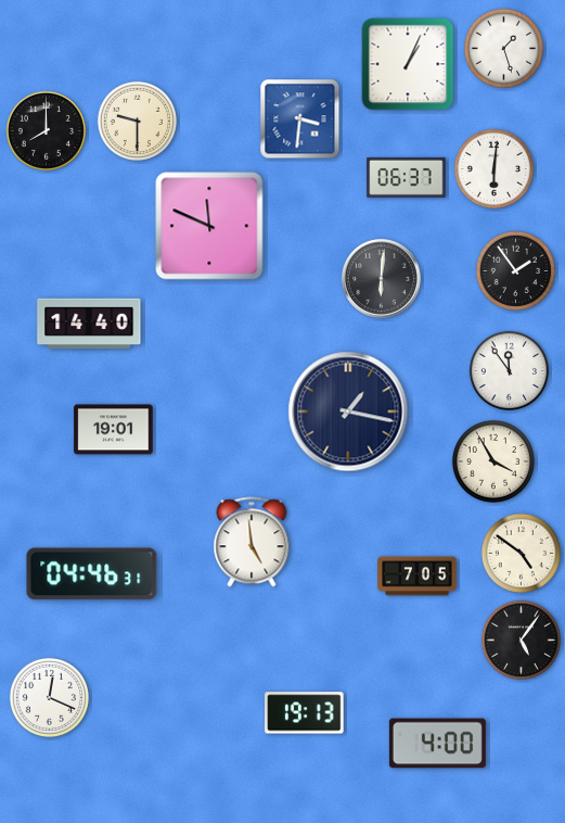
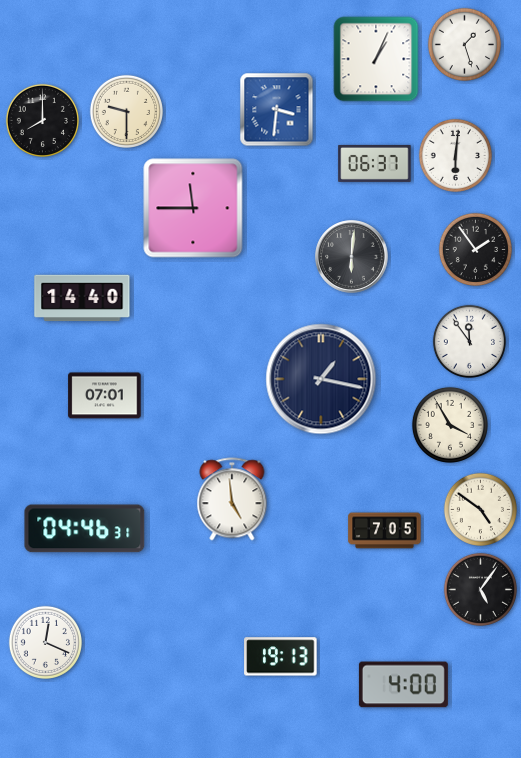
clock at (209, 226): 11:49 -> 11:45
clock at (114, 430): 19:01 -> 07:01
clock at (493, 461) position: (493, 461) -> (450, 425)
